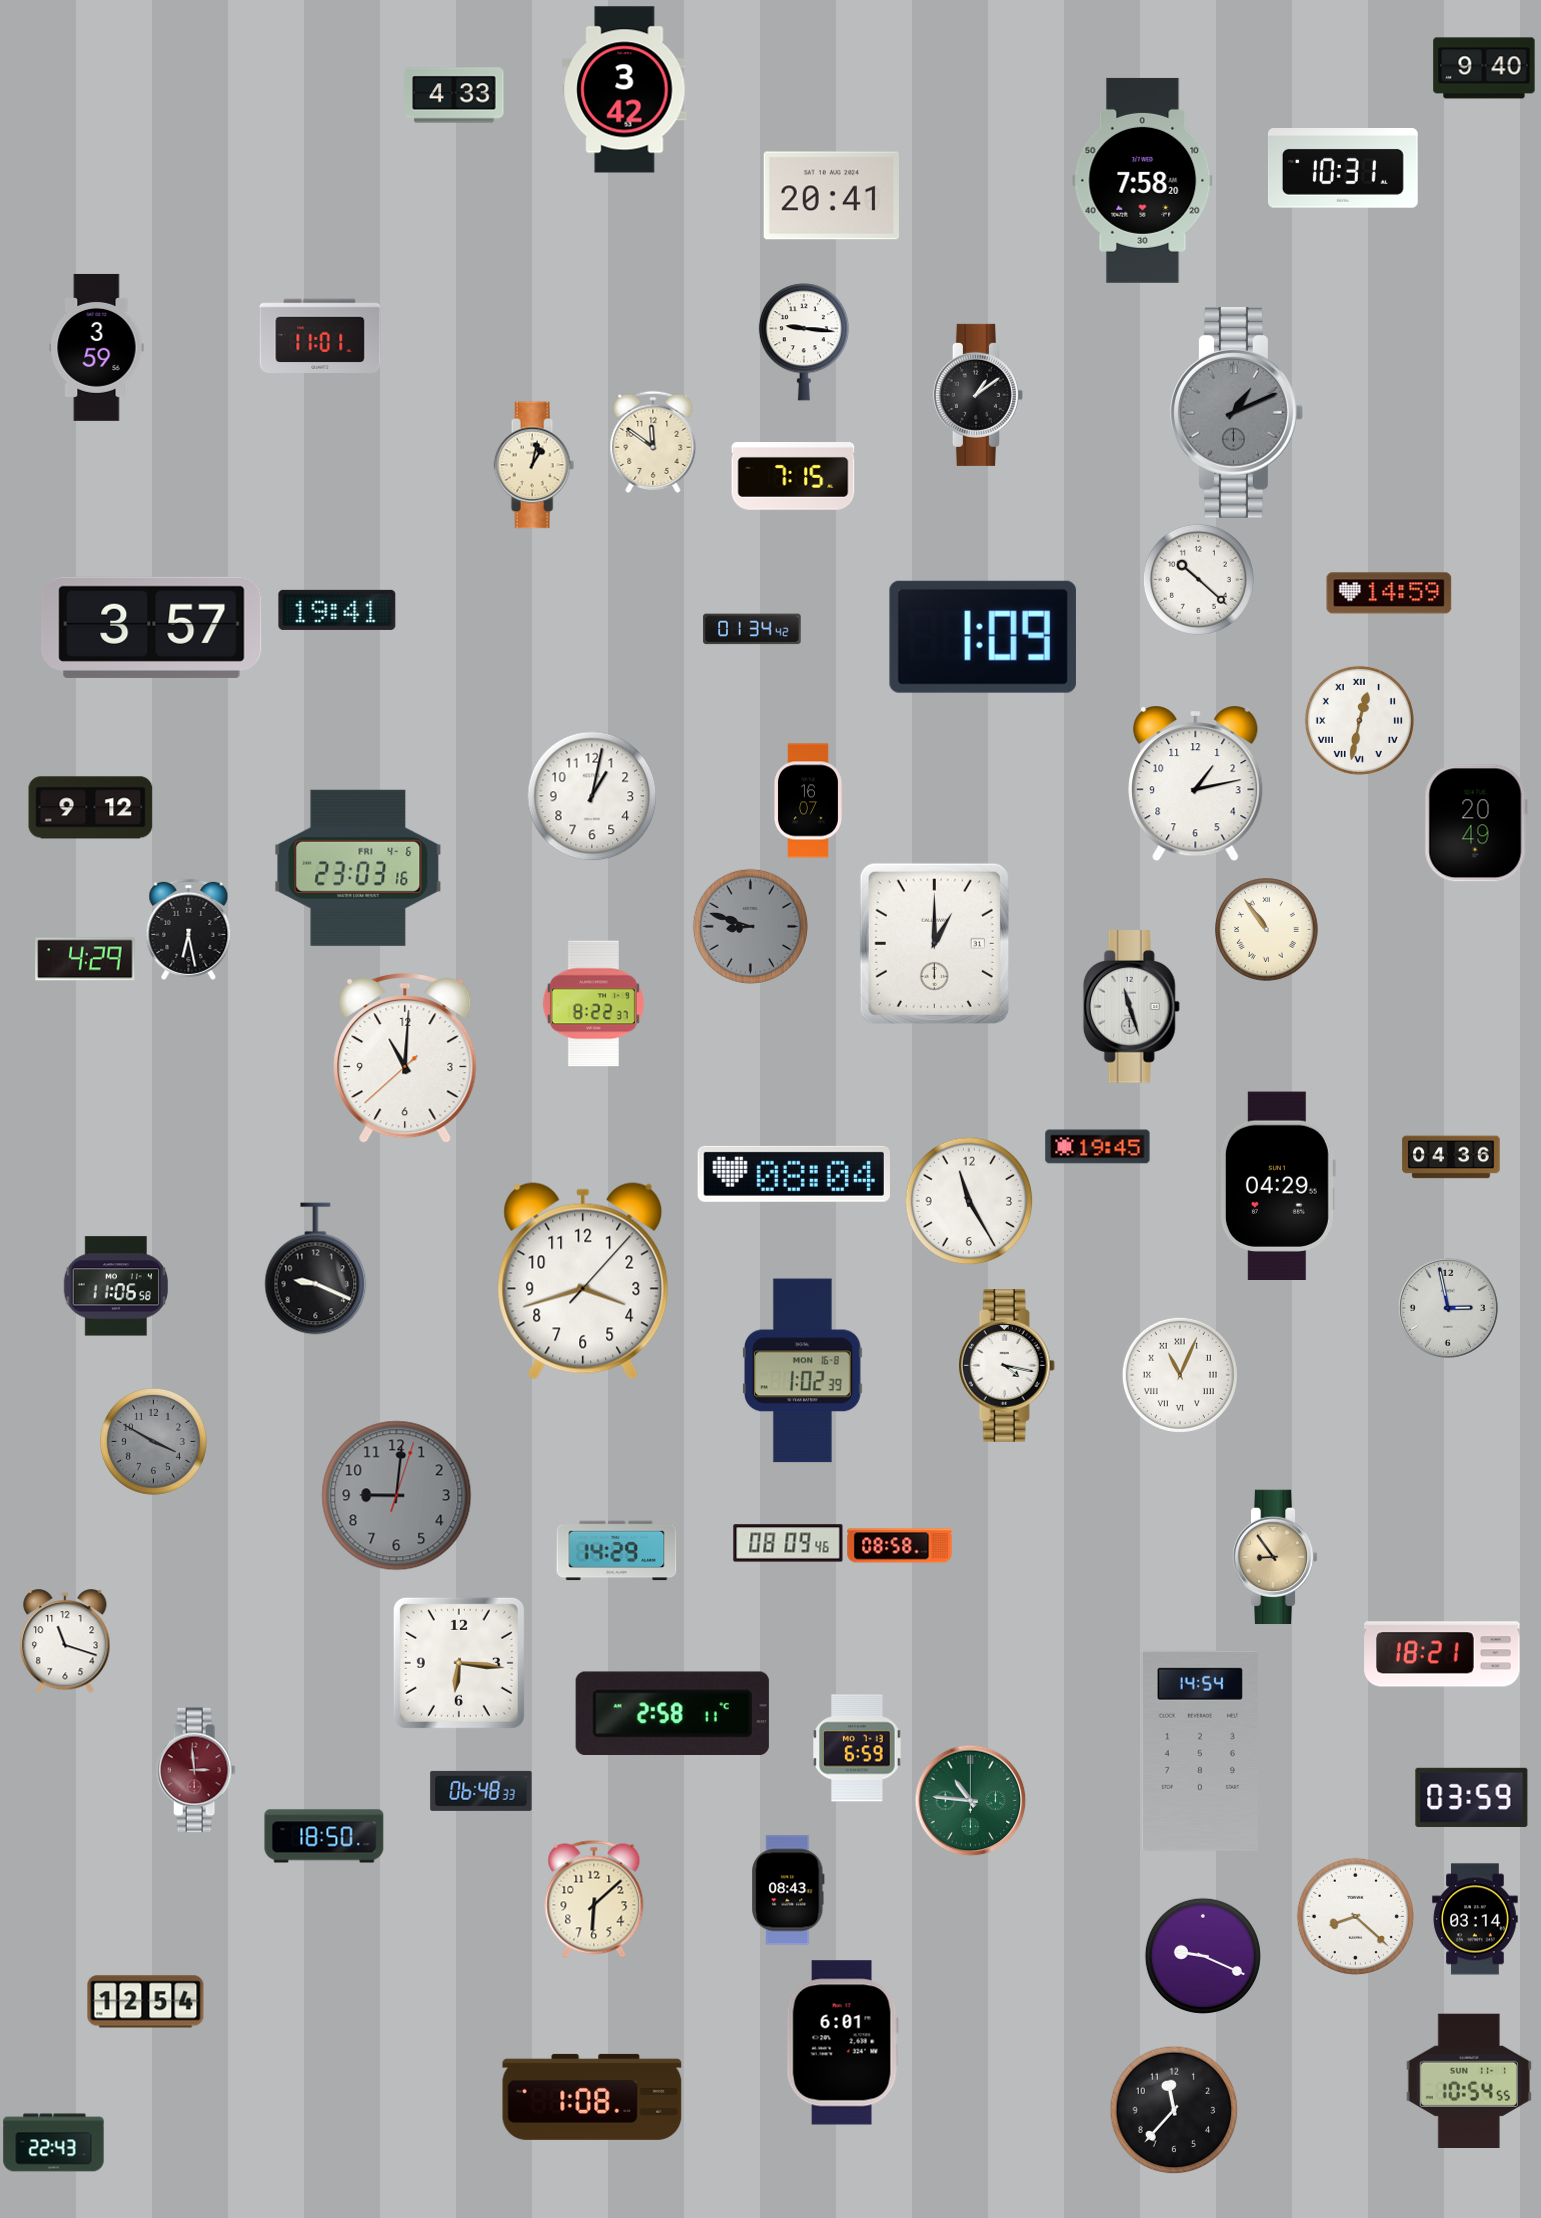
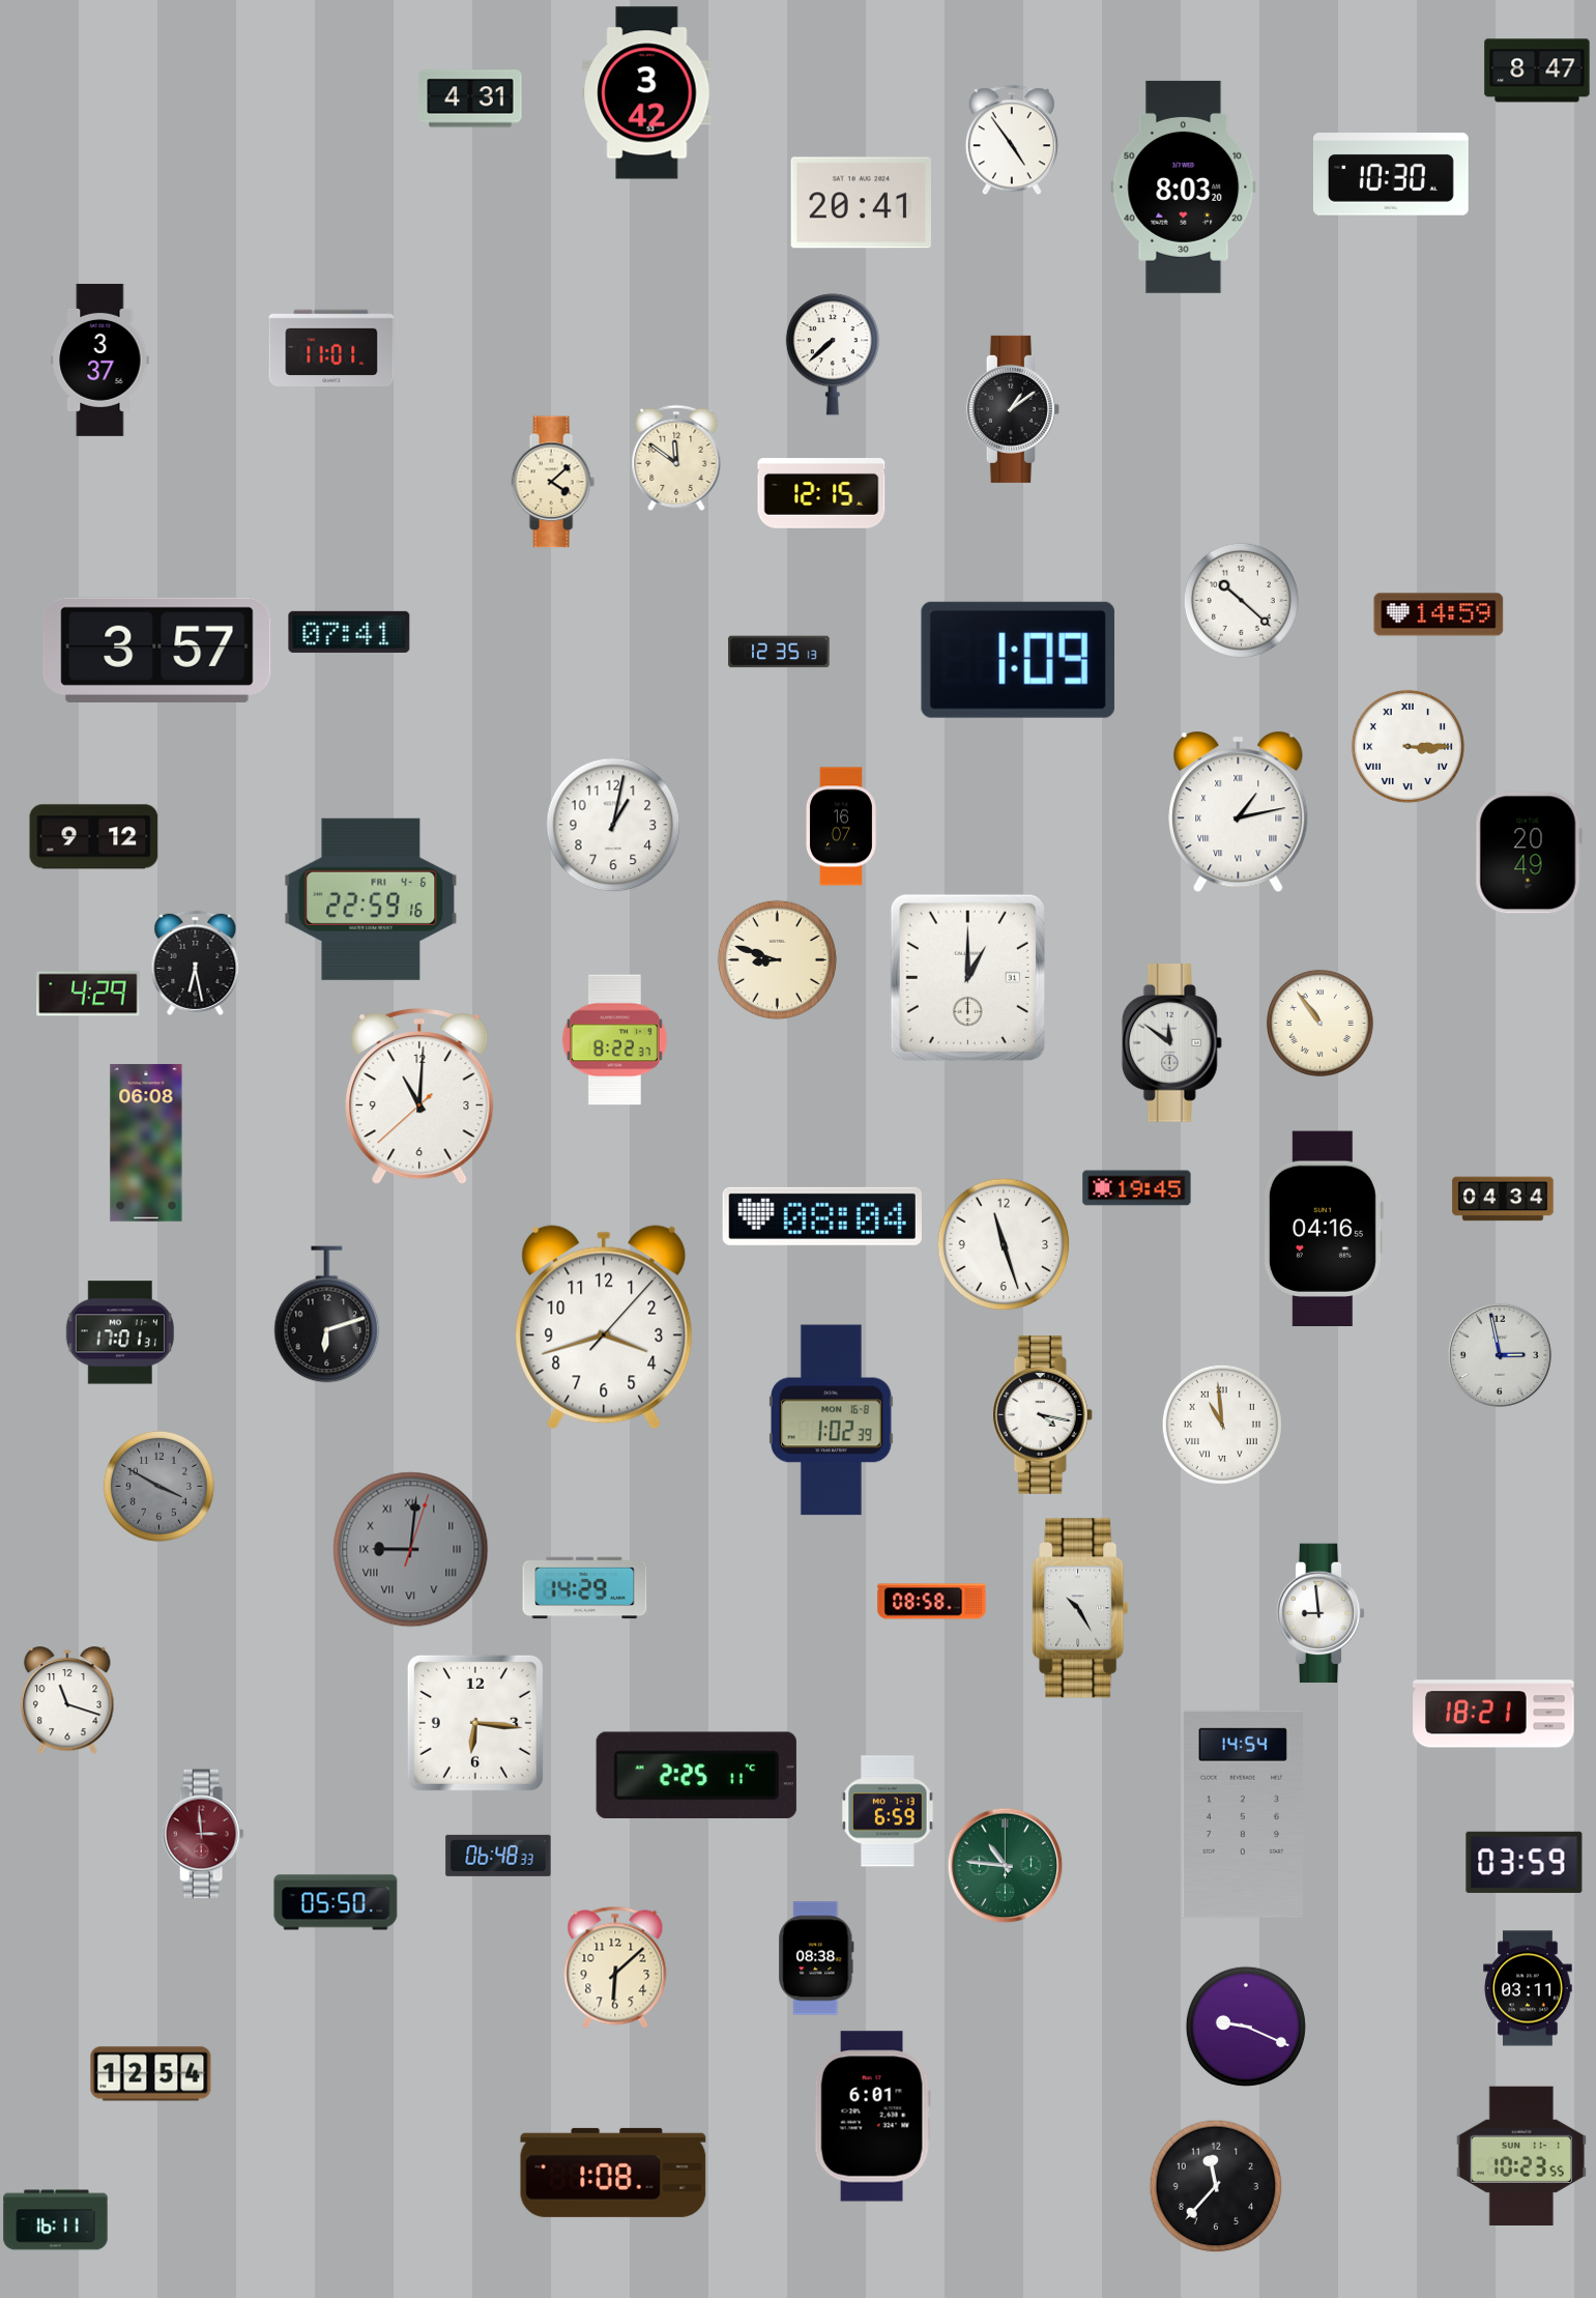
clock at (1484, 68): 9:40 -> 8:47
clock at (454, 95): 4:33 -> 4:31
clock at (1012, 140): none -> 4:54
clock at (1343, 169): 10:31 -> 10:30
clock at (1143, 180): 7:58 -> 8:03
clock at (804, 342): 9:16 -> 7:38
clock at (97, 347): 3:59 -> 3:37
clock at (1237, 412): 1:11 -> none
clock at (534, 465): 1:02 -> 4:08
clock at (793, 477): 7:15 -> 12:15
clock at (337, 610): 19:41 -> 07:41
clock at (752, 629): 01:34 -> 12:35
clock at (1359, 720): 12:32 -> 3:15
clock at (1196, 784) numerals: Arabic -> Roman
clock at (809, 801) position: (809, 801) -> (842, 827)
clock at (358, 868): 23:03 -> 22:59
clock at (750, 926) dial: grey -> cream
clock at (1267, 930) position: (1267, 930) -> (1321, 1024)
clock at (1131, 1007): 11:27 -> 11:51
clock at (146, 1143): none -> 06:08
clock at (1451, 1157): 04:36 -> 04:34
clock at (1277, 1186): 04:29 -> 04:16
clock at (969, 1201): 11:25 -> 11:27
clock at (316, 1269): 9:19 -> 6:12
clock at (116, 1286): 11:06 -> 17:01
clock at (1180, 1375): 11:04 -> 10:59
clock at (153, 1441) position: (153, 1441) -> (158, 1486)
clock at (397, 1496) numerals: Arabic -> Roman
clock at (788, 1543): 08:09 -> none
clock at (617, 1551) position: (617, 1551) -> (585, 1588)
clock at (1080, 1608): none -> 10:25
clock at (1275, 1557): 8:54 -> 8:59
clock at (1275, 1557) dial: champagne -> white
clock at (672, 1713): 2:58 -> 2:25
clock at (324, 1836): 18:50 -> 05:50
clock at (788, 1890): 08:43 -> 08:38
clock at (1355, 1916): 8:22 -> none
clock at (1475, 1919): 03:14 -> 03:11
clock at (1469, 2080): 10:54 -> 10:23
clock at (54, 2143): 22:43 -> 16:11
